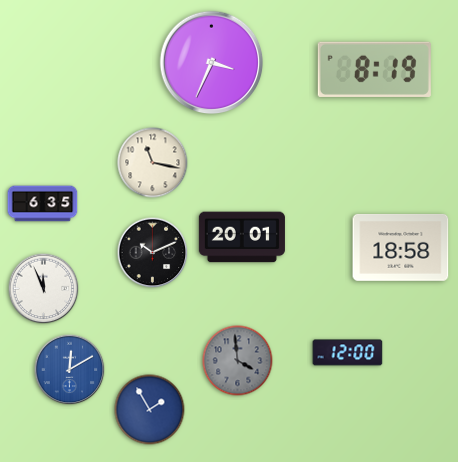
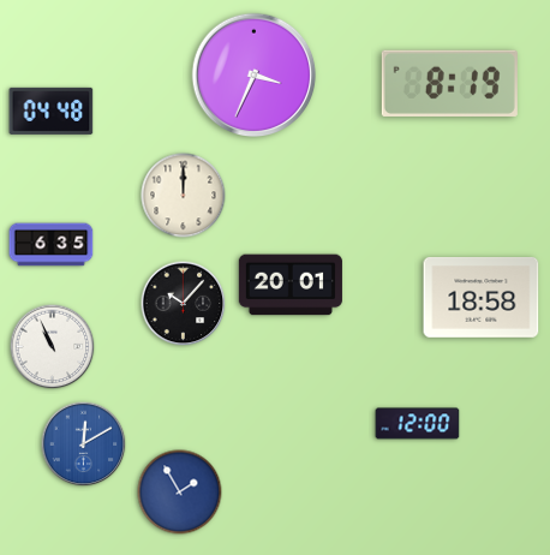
clock at (52, 111): none -> 04:48
clock at (153, 163): 11:17 -> 12:00
clock at (153, 253): 10:11 -> 10:07
clock at (44, 289): 11:56 -> 10:56
clock at (238, 361): 3:59 -> none
